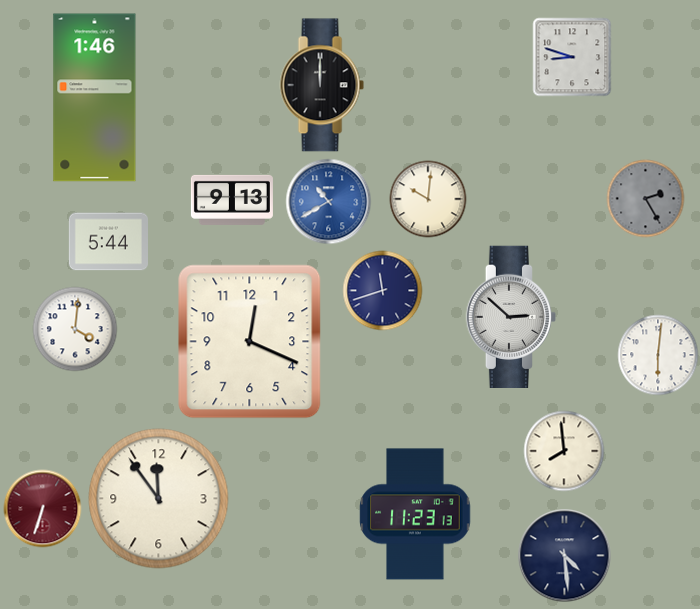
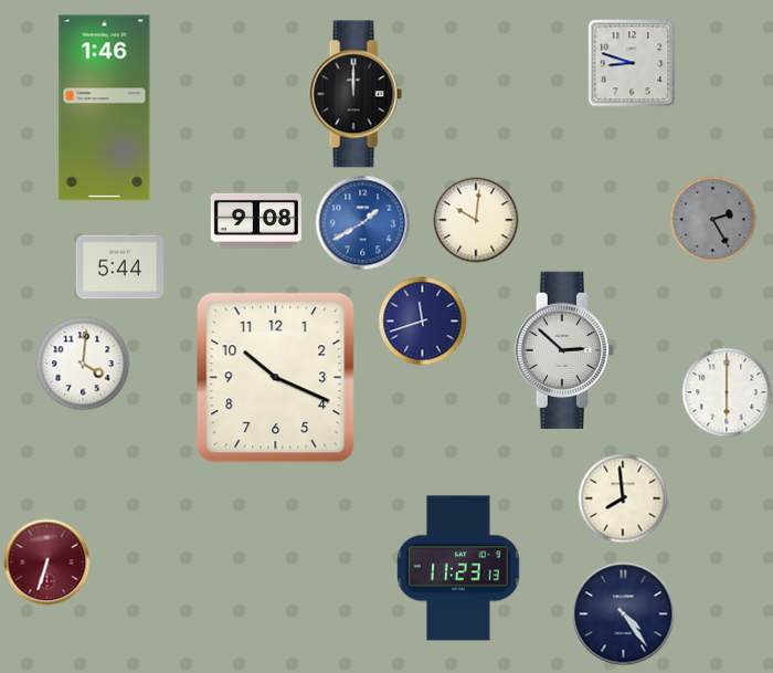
clock at (428, 199) position: (428, 199) -> (476, 220)
clock at (232, 200): 9:13 -> 9:08
clock at (329, 202): 10:40 -> 1:40
clock at (250, 342): 12:19 -> 10:19
clock at (658, 355): 6:01 -> 6:00
clock at (159, 499): 11:54 -> none
clock at (565, 556): 4:29 -> 4:24
